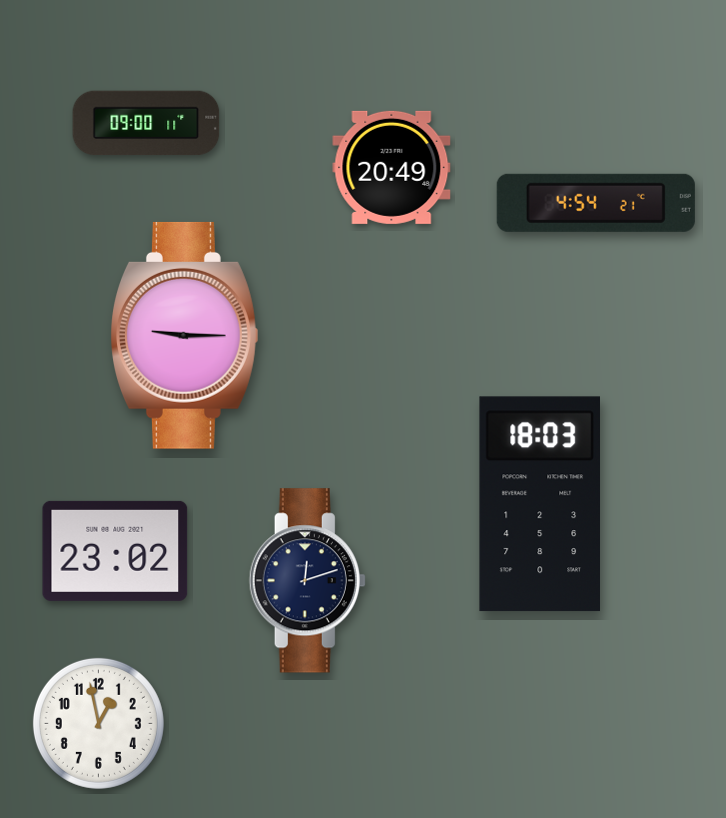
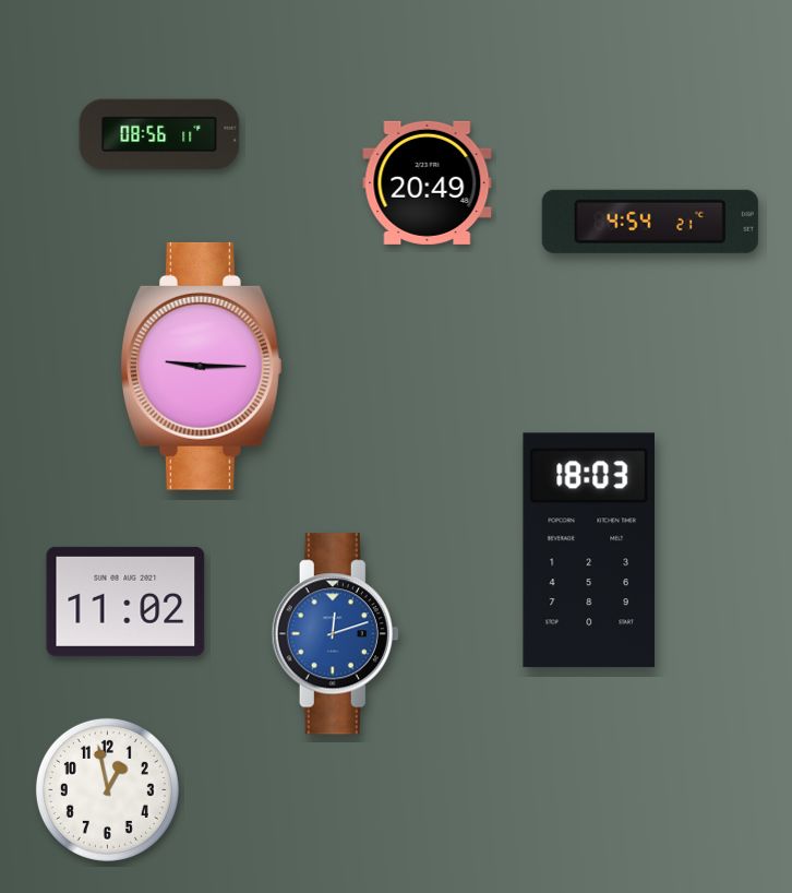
clock at (146, 123): 09:00 -> 08:56
clock at (115, 551): 23:02 -> 11:02
clock at (307, 581) dial: navy -> blue
